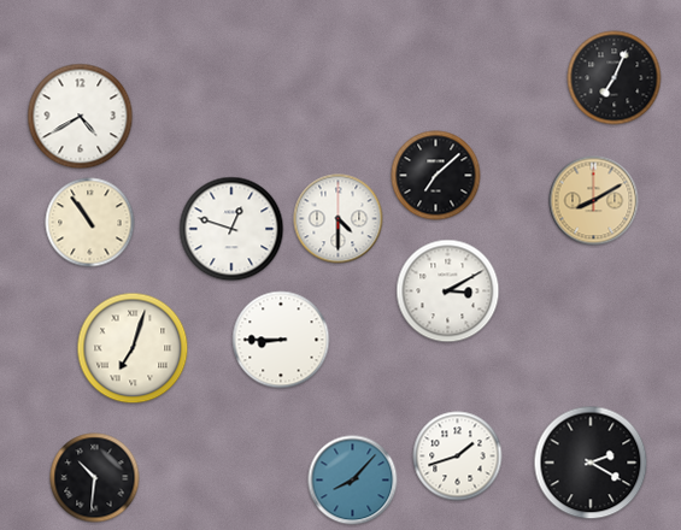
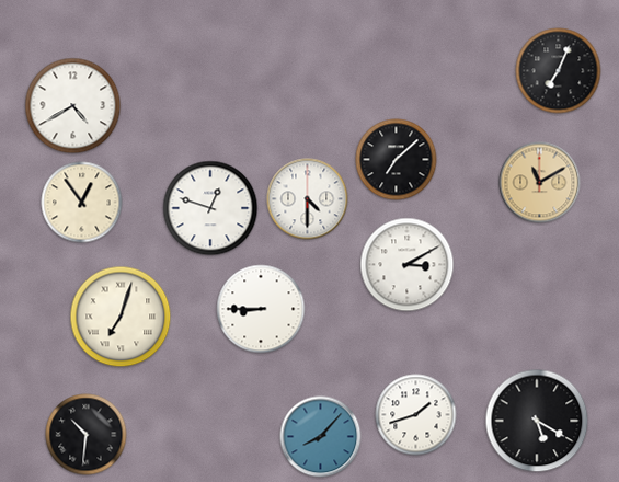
clock at (594, 201): 8:10 -> 11:10
clock at (90, 223): 10:54 -> 12:54
clock at (281, 340) position: (281, 340) -> (261, 309)
clock at (591, 463): 2:20 -> 5:20
